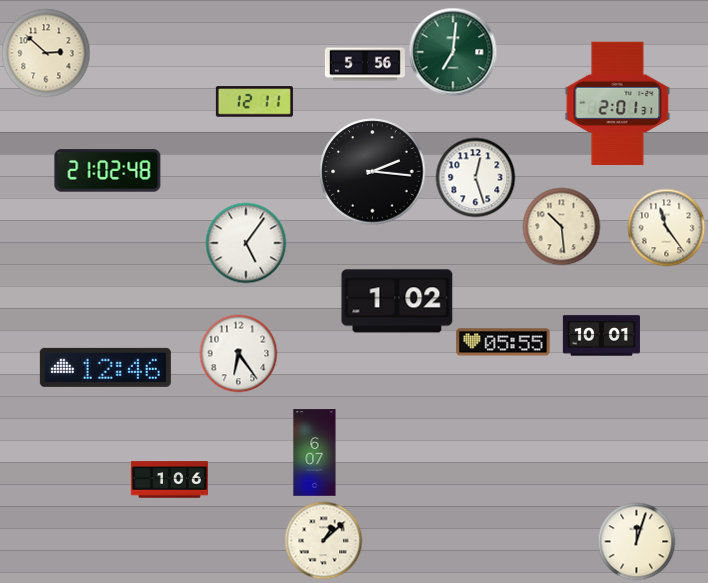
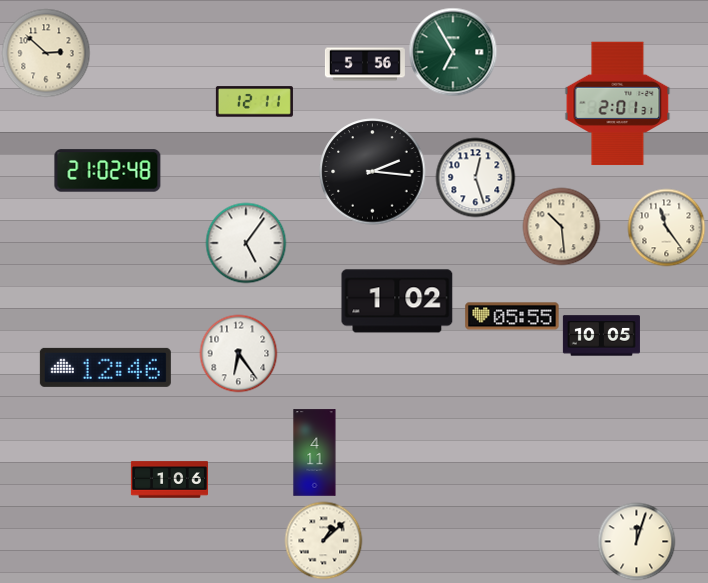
clock at (453, 52): 7:01 -> 6:55
clock at (601, 336): 10:01 -> 10:05
clock at (503, 342) position: (503, 342) -> (512, 316)
clock at (315, 453): 6:07 -> 4:11
